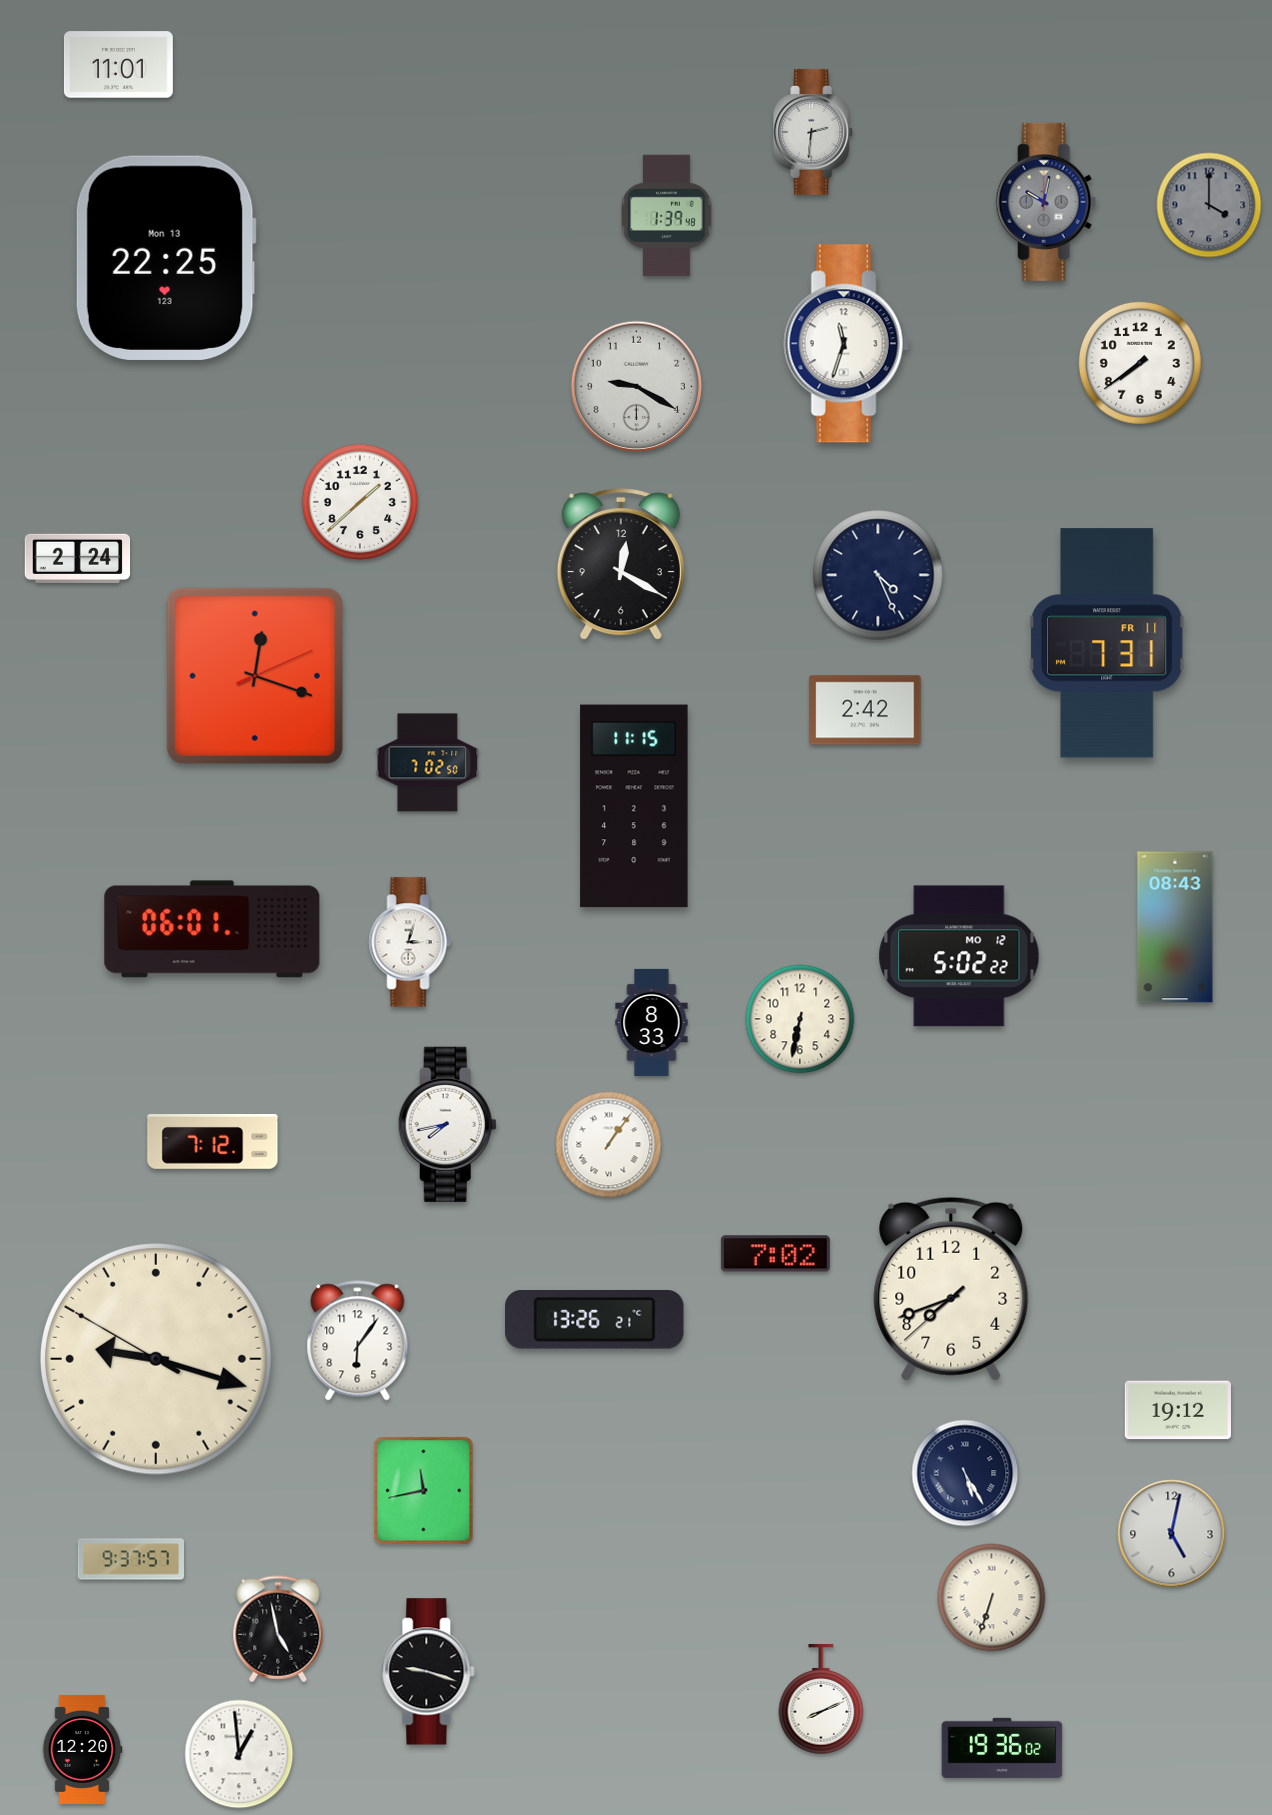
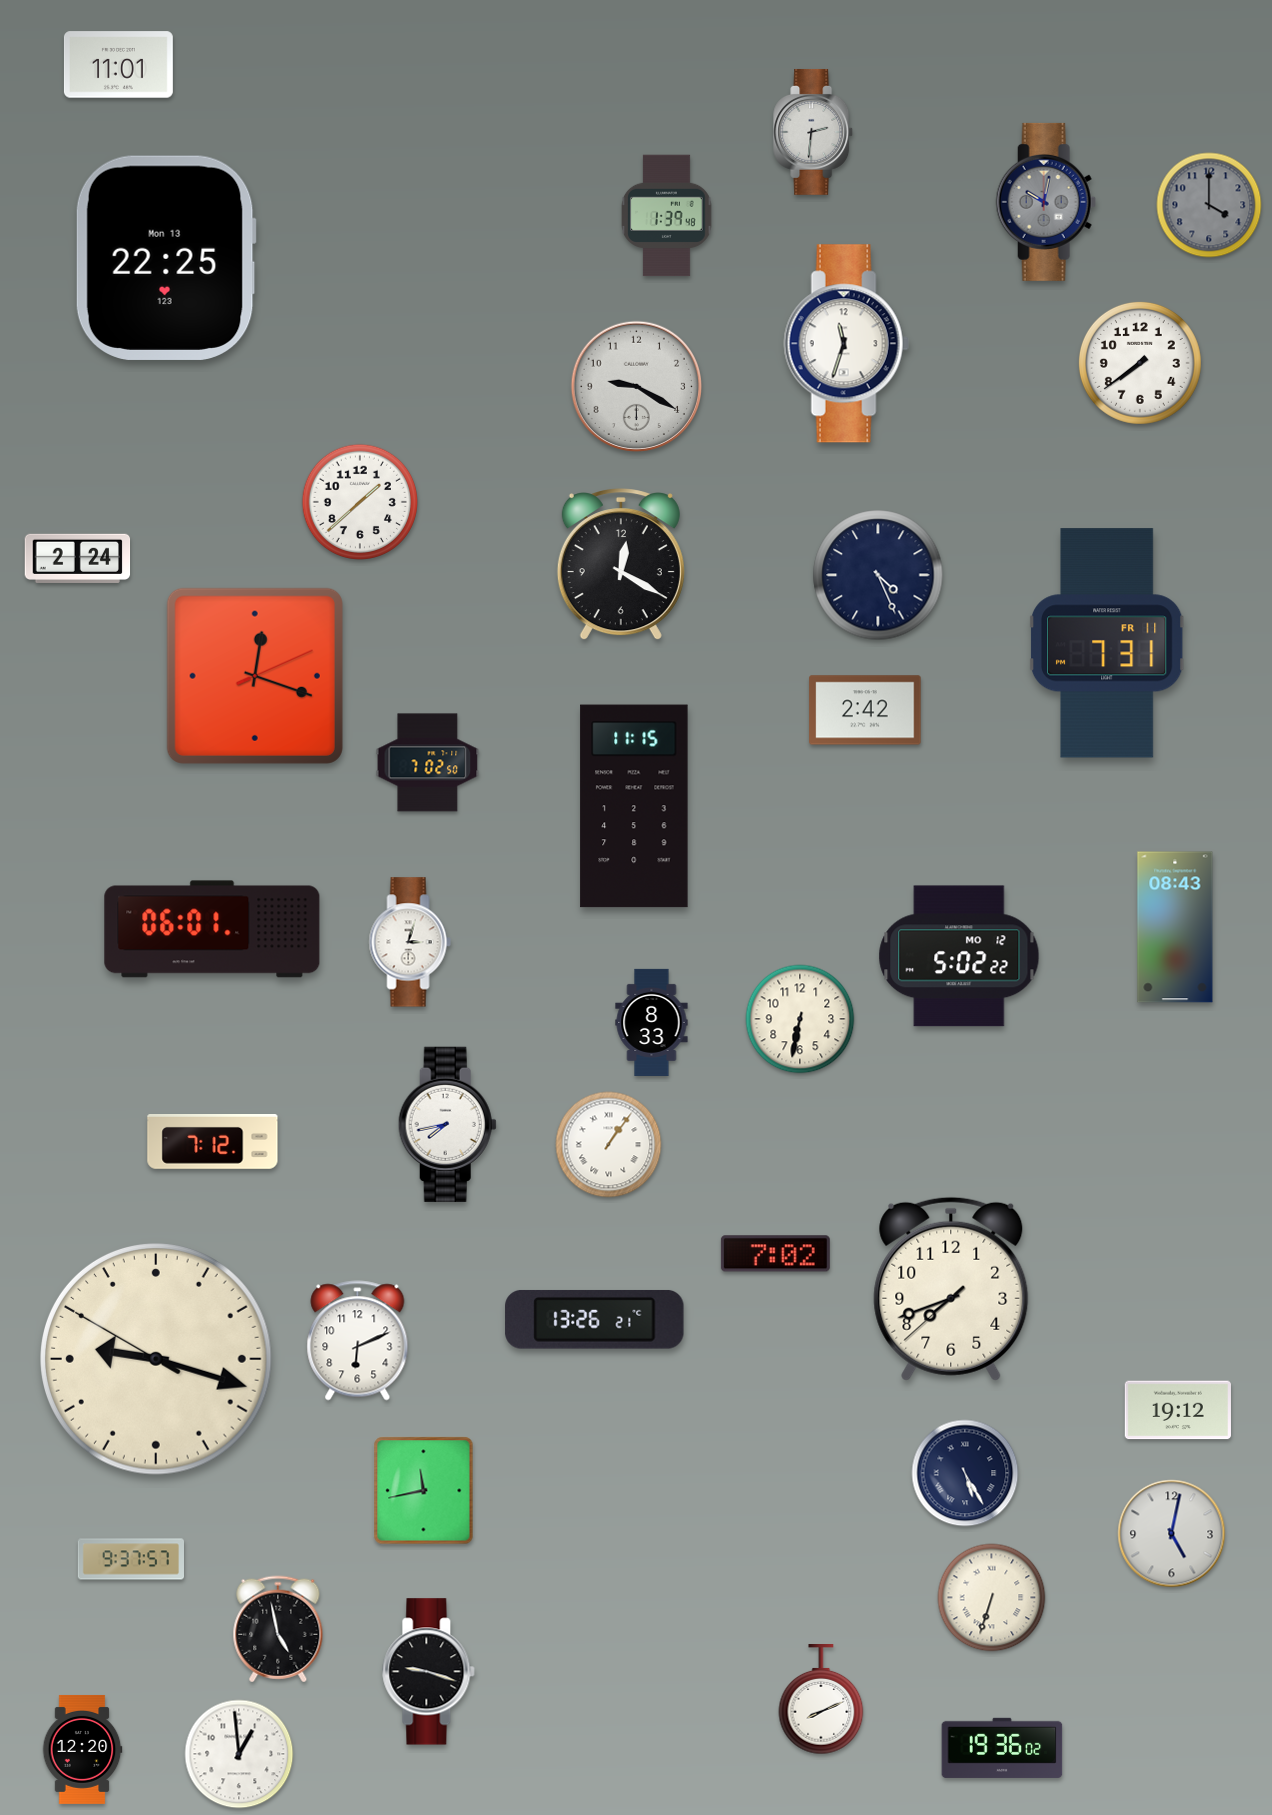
clock at (358, 1341): 6:06 -> 6:11
